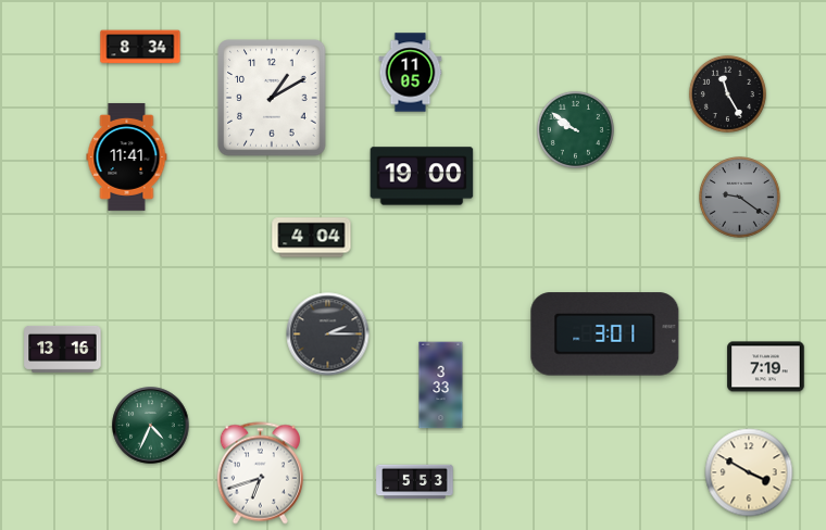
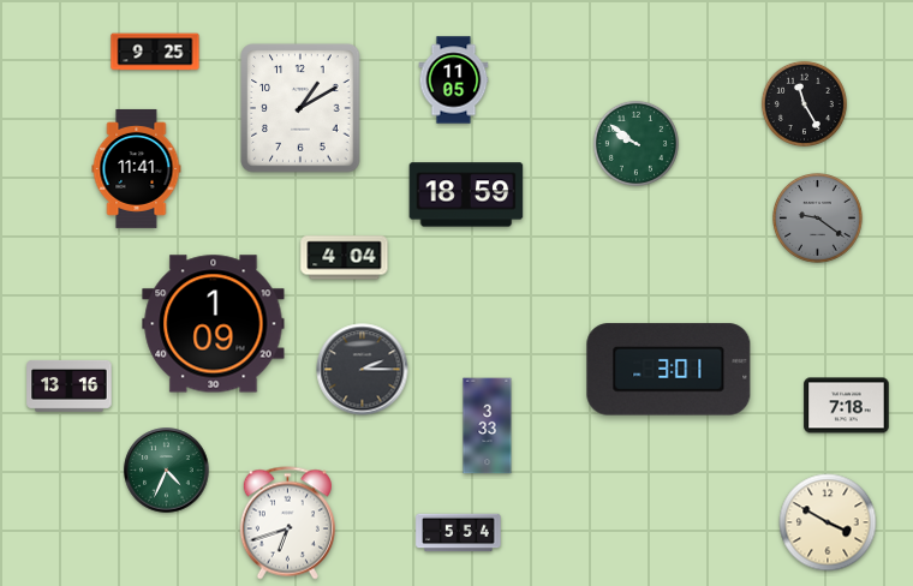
clock at (140, 47): 8:34 -> 9:25
clock at (127, 156) position: (127, 156) -> (137, 168)
clock at (422, 176): 19:00 -> 18:59
clock at (312, 238) position: (312, 238) -> (345, 258)
clock at (214, 324): none -> 1:09
clock at (766, 367): 7:19 -> 7:18
clock at (415, 482): 5:53 -> 5:54
